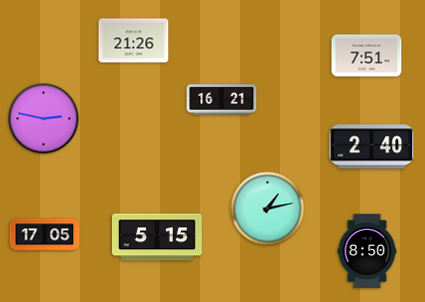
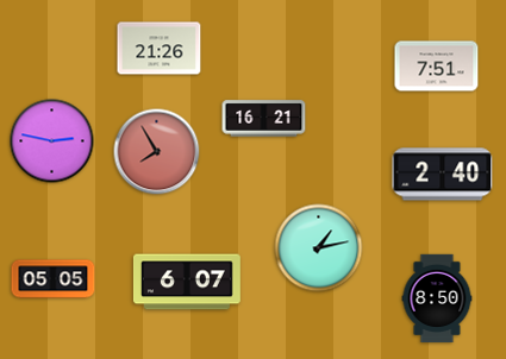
clock at (157, 152): none -> 7:55
clock at (45, 235): 17:05 -> 05:05
clock at (157, 237): 5:15 -> 6:07
